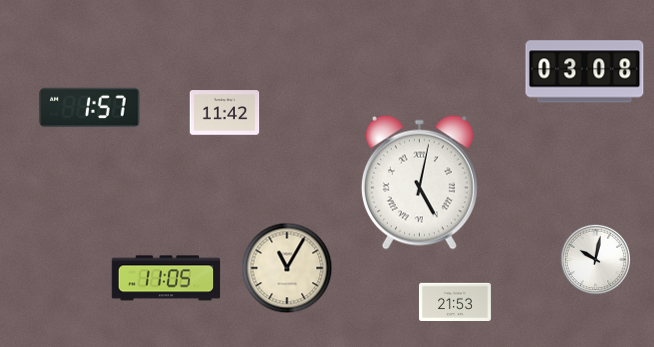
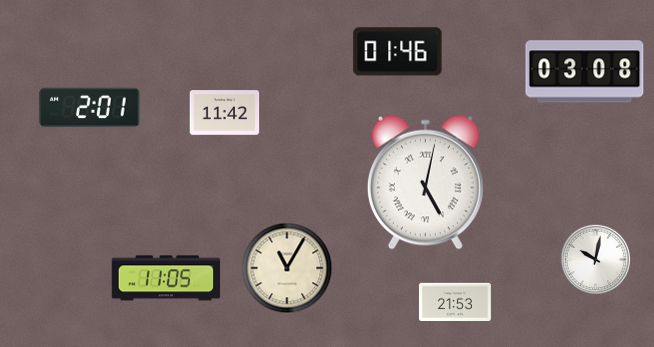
clock at (398, 52): none -> 01:46
clock at (90, 108): 1:57 -> 2:01
clock at (419, 182) position: (419, 182) -> (425, 182)
